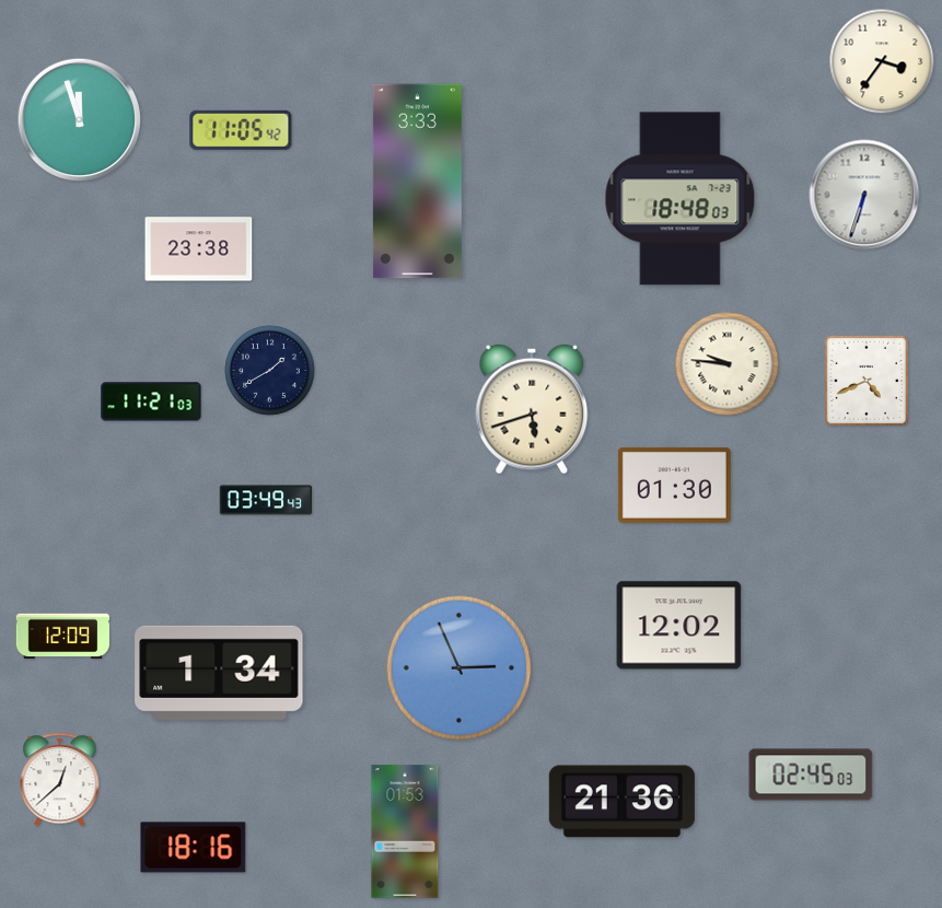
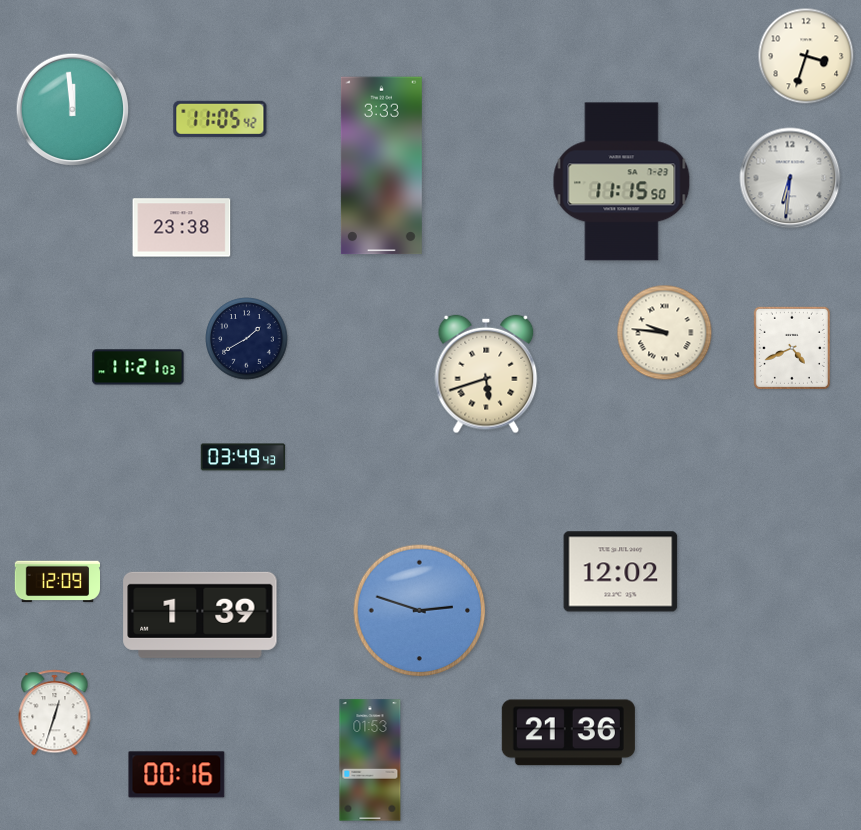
clock at (882, 61): 3:36 -> 3:33
clock at (79, 119): 11:57 -> 11:59
clock at (864, 195): 6:33 -> 6:31
clock at (681, 199): 18:48 -> 11:15
clock at (674, 485): 01:30 -> none
clock at (460, 668): 2:56 -> 2:48
clock at (219, 673): 1:34 -> 1:39
clock at (811, 775): 02:45 -> none
clock at (60, 780): 12:38 -> 12:33
clock at (194, 848): 18:16 -> 00:16
